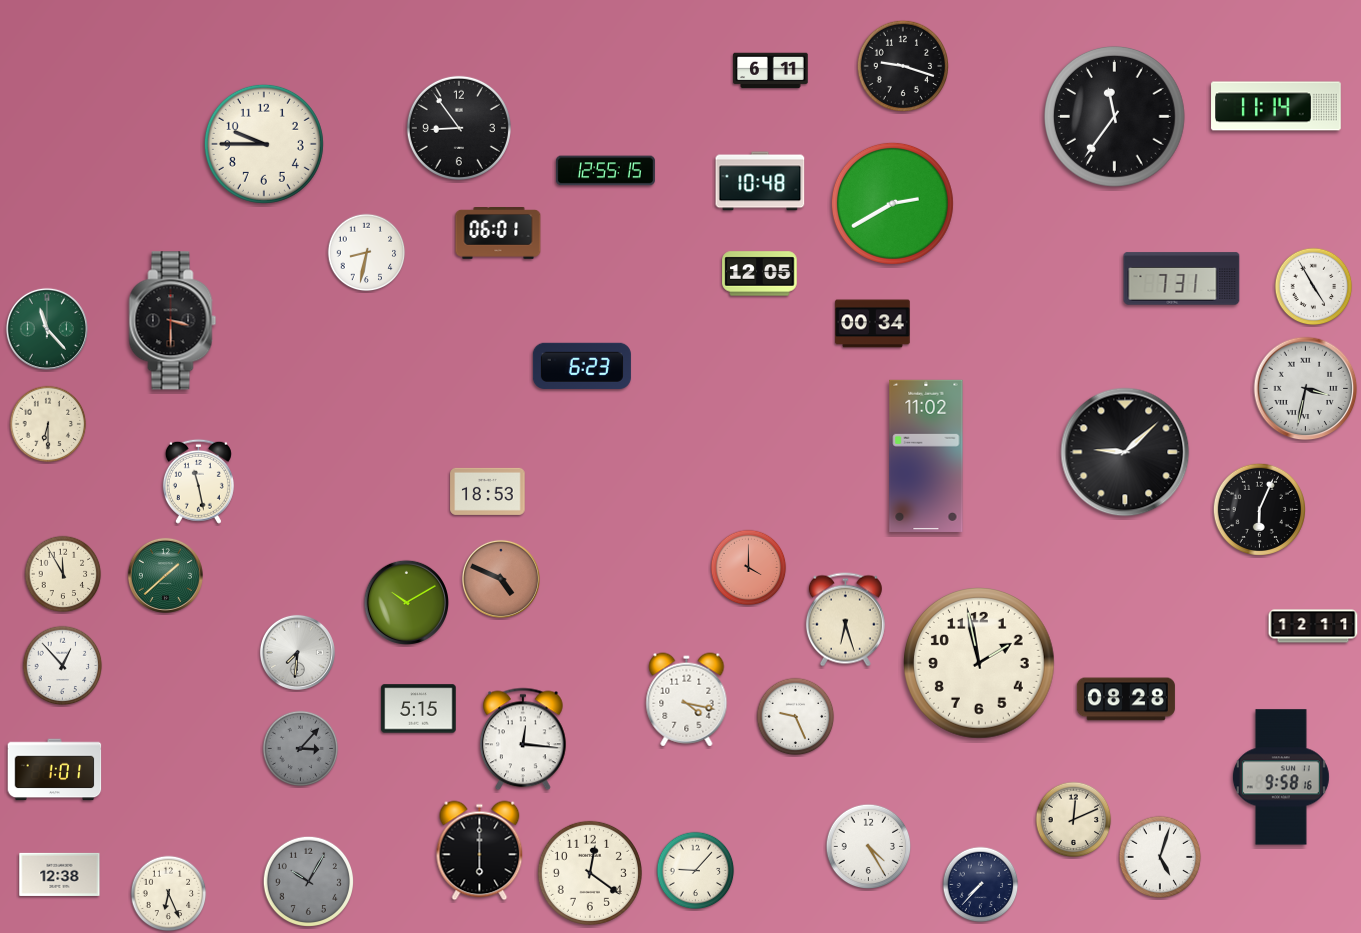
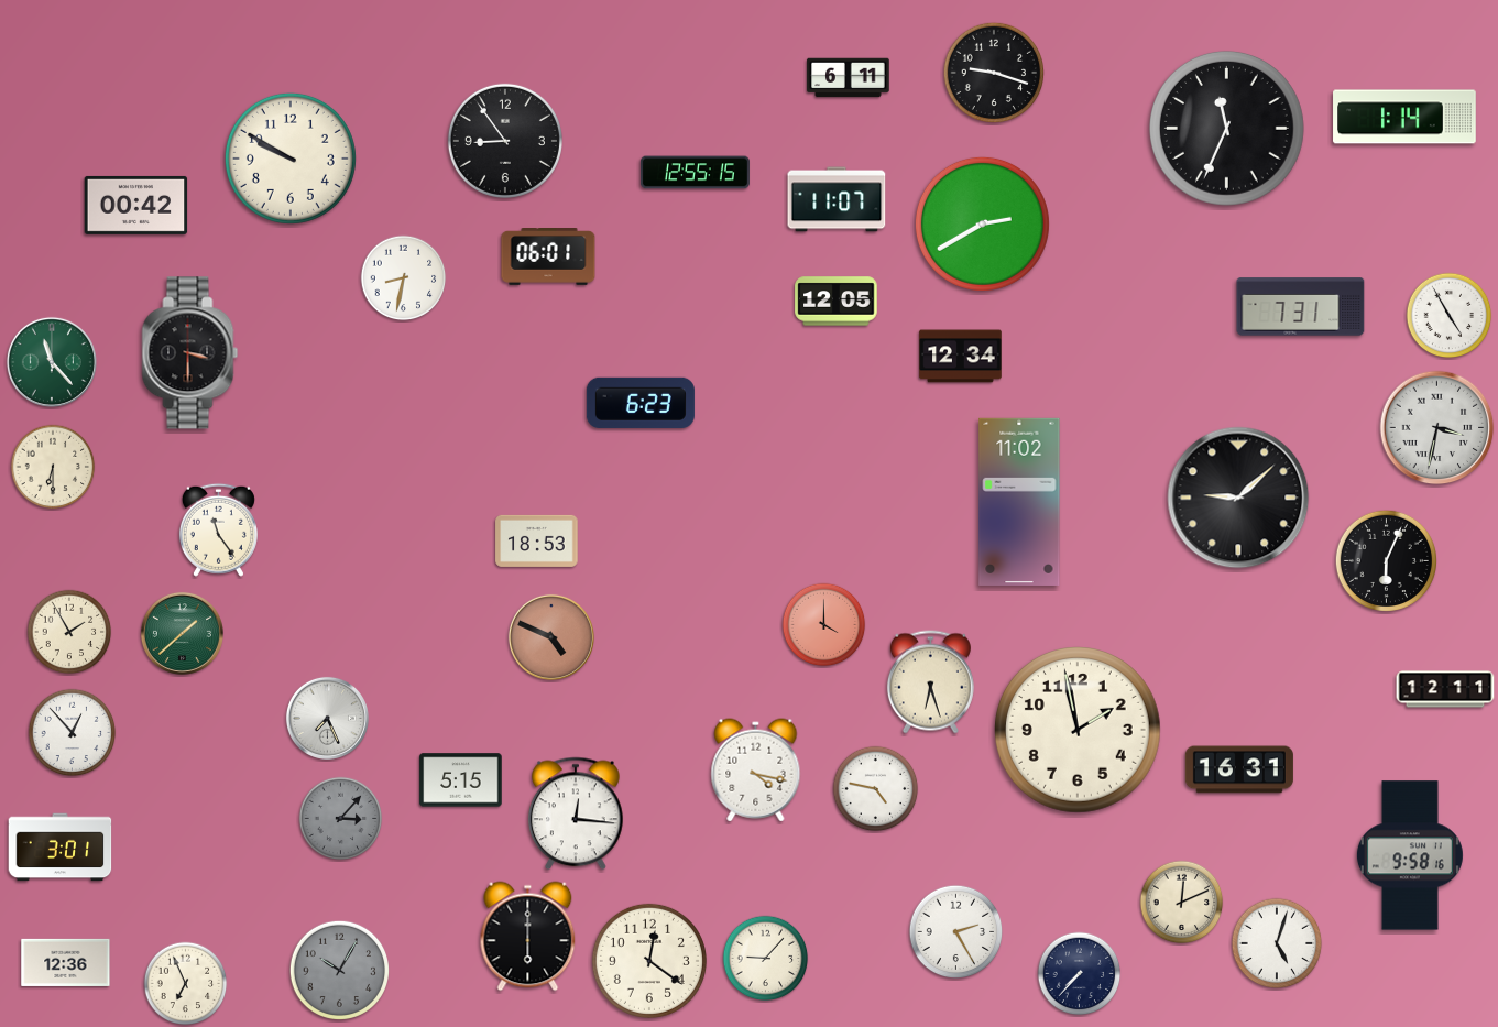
clock at (1276, 106): 11:14 -> 1:14
clock at (1114, 116): 11:36 -> 11:34
clock at (264, 144): 9:45 -> 9:50
clock at (605, 171) position: (605, 171) -> (695, 173)
clock at (760, 181): 10:48 -> 11:07
clock at (136, 205): none -> 00:42
clock at (1314, 287) position: (1314, 287) -> (1450, 316)
clock at (873, 324): 00:34 -> 12:34
clock at (198, 481): 11:28 -> 11:24
clock at (63, 574): 11:55 -> 1:55
clock at (406, 602): 10:10 -> none
clock at (297, 652): 7:31 -> 7:26
clock at (63, 666) position: (63, 666) -> (73, 733)
clock at (1126, 699): 08:28 -> 16:31
clock at (796, 717): 9:26 -> 4:47
clock at (301, 749) position: (301, 749) -> (341, 819)
clock at (55, 770): 1:01 -> 3:01
clock at (869, 847): 4:25 -> 2:25
clock at (60, 874): 12:38 -> 12:36
clock at (169, 894): 6:26 -> 6:56
